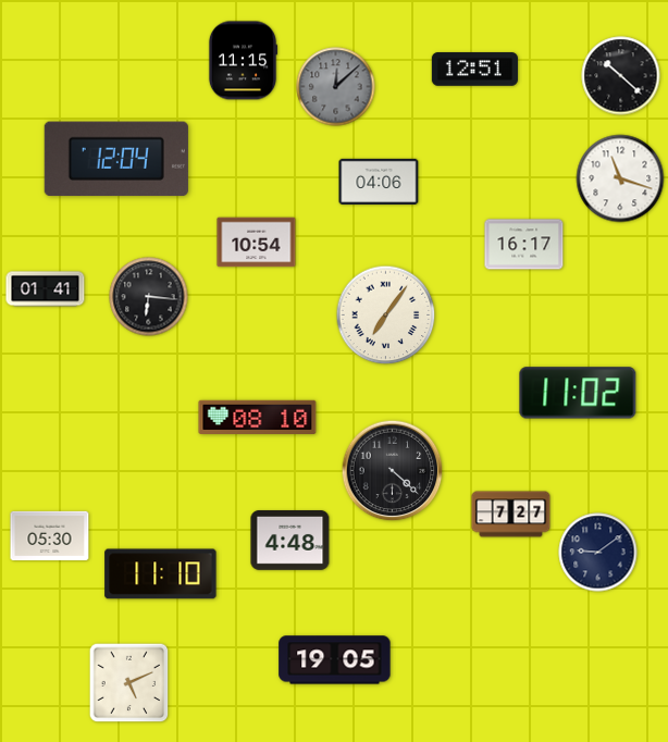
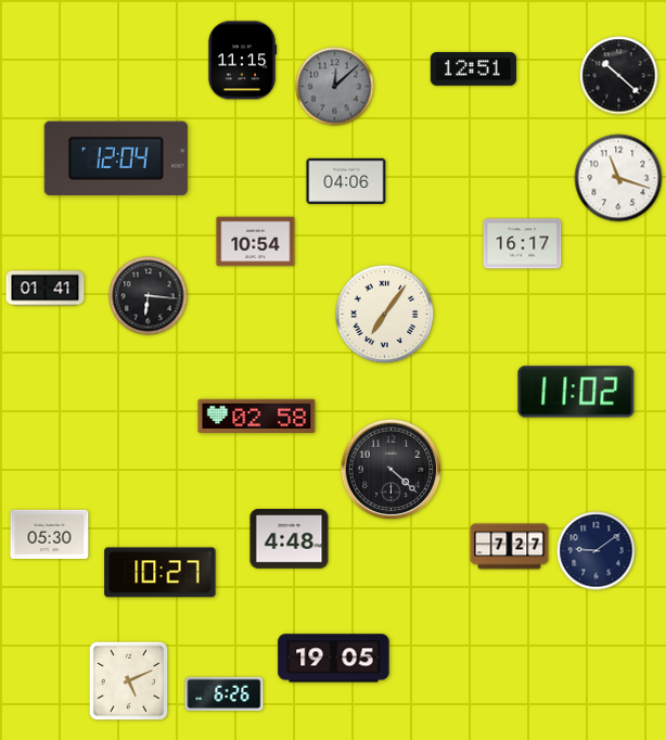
clock at (379, 182) position: (379, 182) -> (346, 181)
clock at (258, 417): 08:10 -> 02:58
clock at (511, 515) position: (511, 515) -> (510, 547)
clock at (161, 574): 11:10 -> 10:27
clock at (225, 693): none -> 6:26
